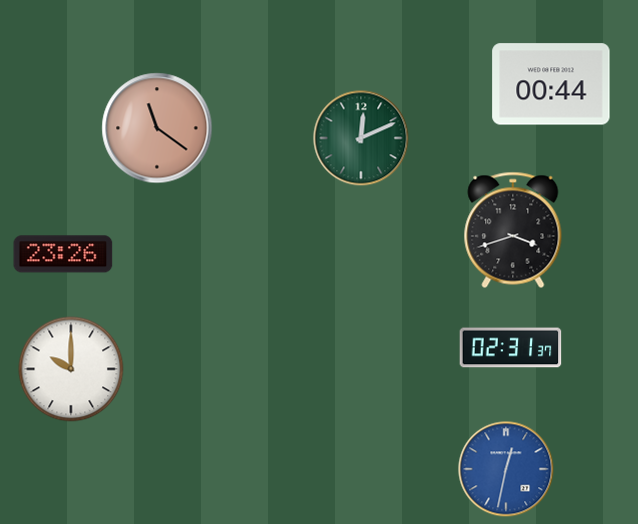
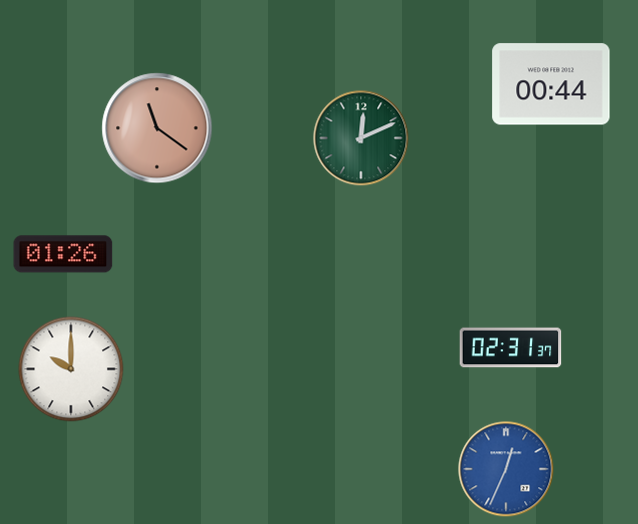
clock at (513, 230): 3:42 -> none
clock at (63, 254): 23:26 -> 01:26
clock at (506, 469): 12:32 -> 12:34
